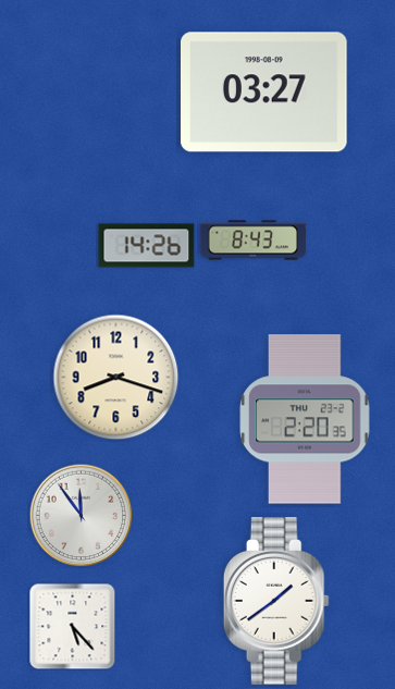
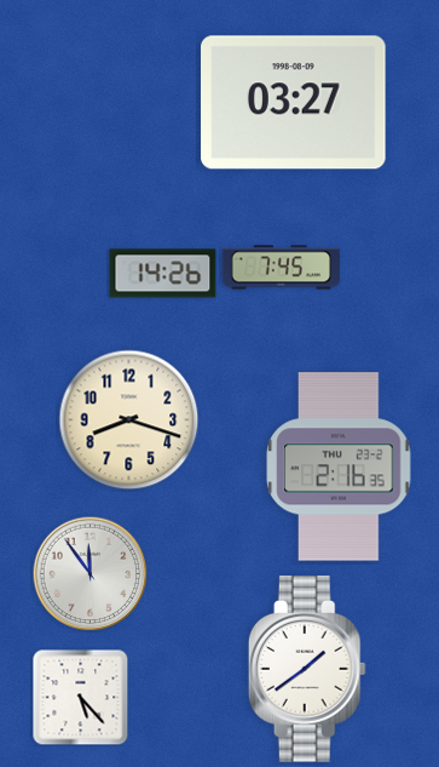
clock at (254, 241): 8:43 -> 7:45
clock at (305, 419): 2:20 -> 2:16
